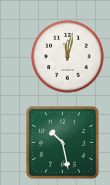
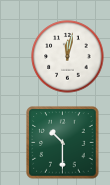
clock at (63, 143): 10:28 -> 10:30
